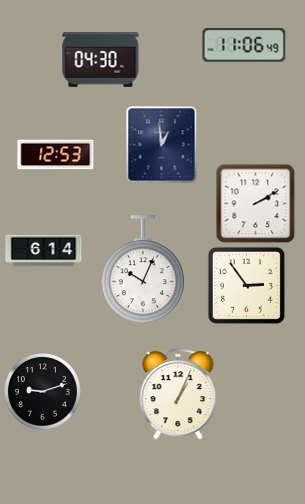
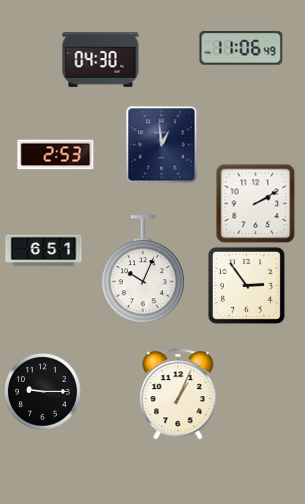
clock at (244, 45) position: (244, 45) -> (241, 48)
clock at (56, 155): 12:53 -> 2:53
clock at (44, 251): 6:14 -> 6:51
clock at (42, 391): 9:12 -> 9:15
